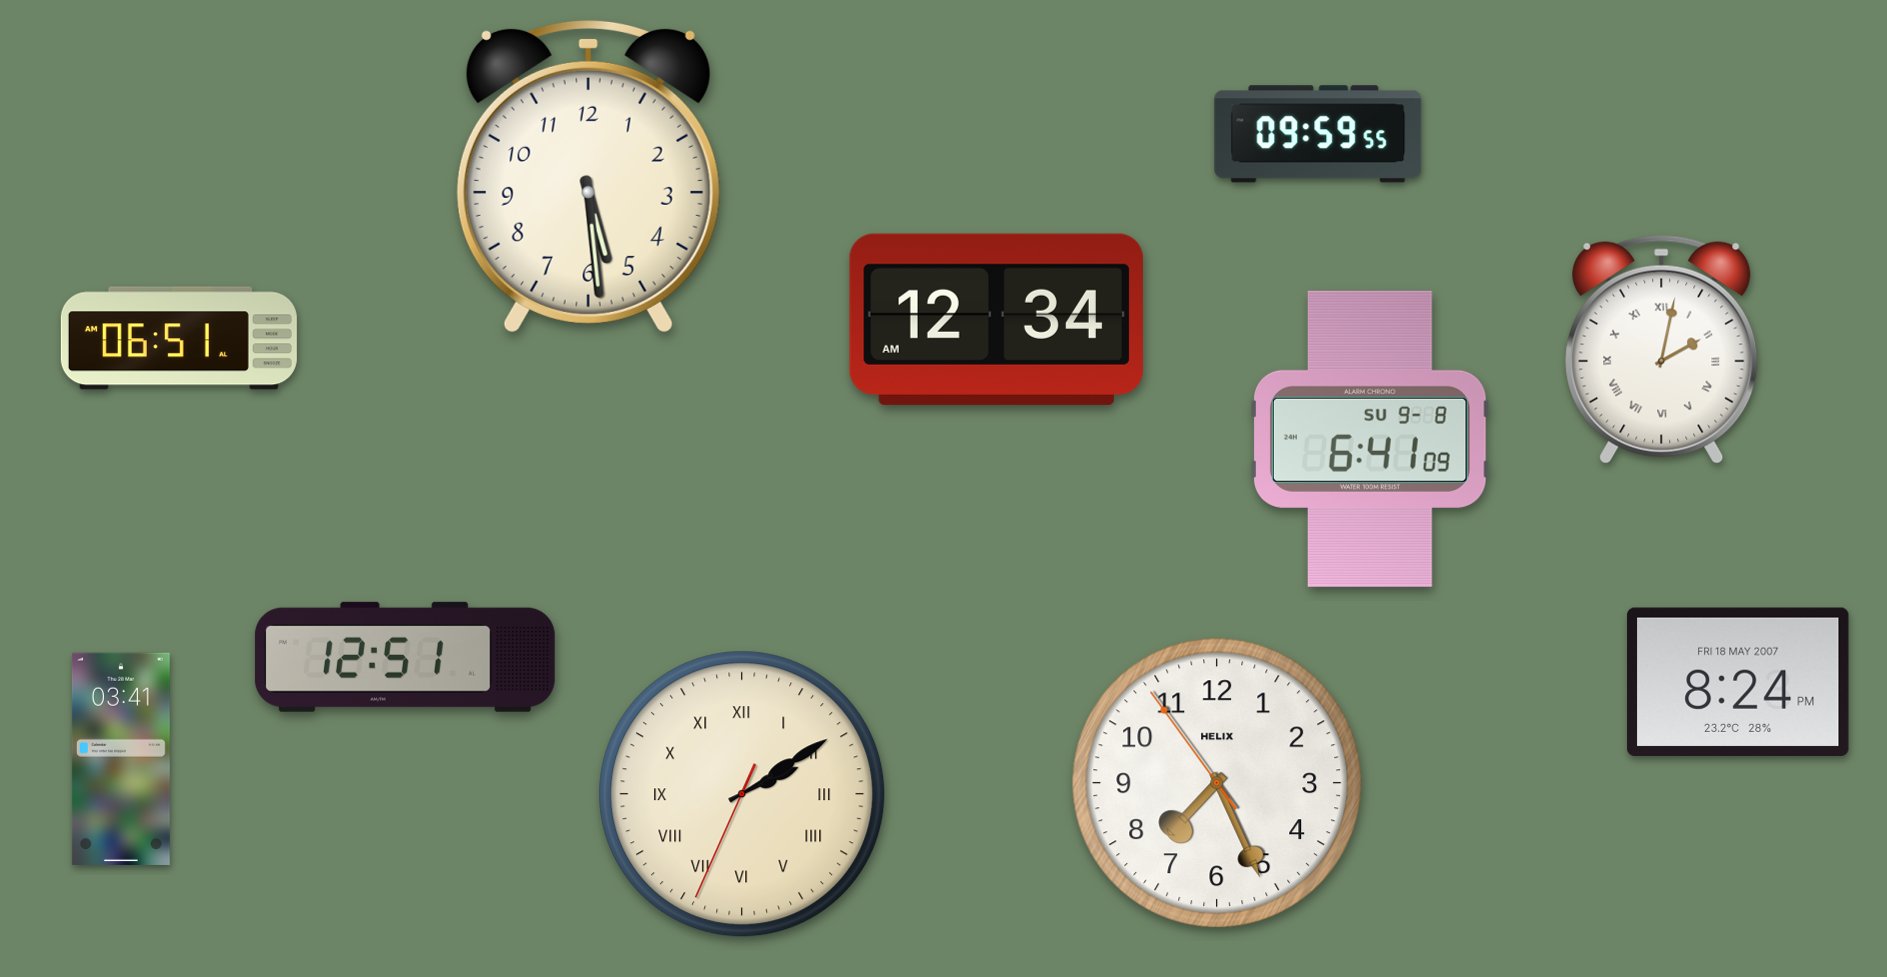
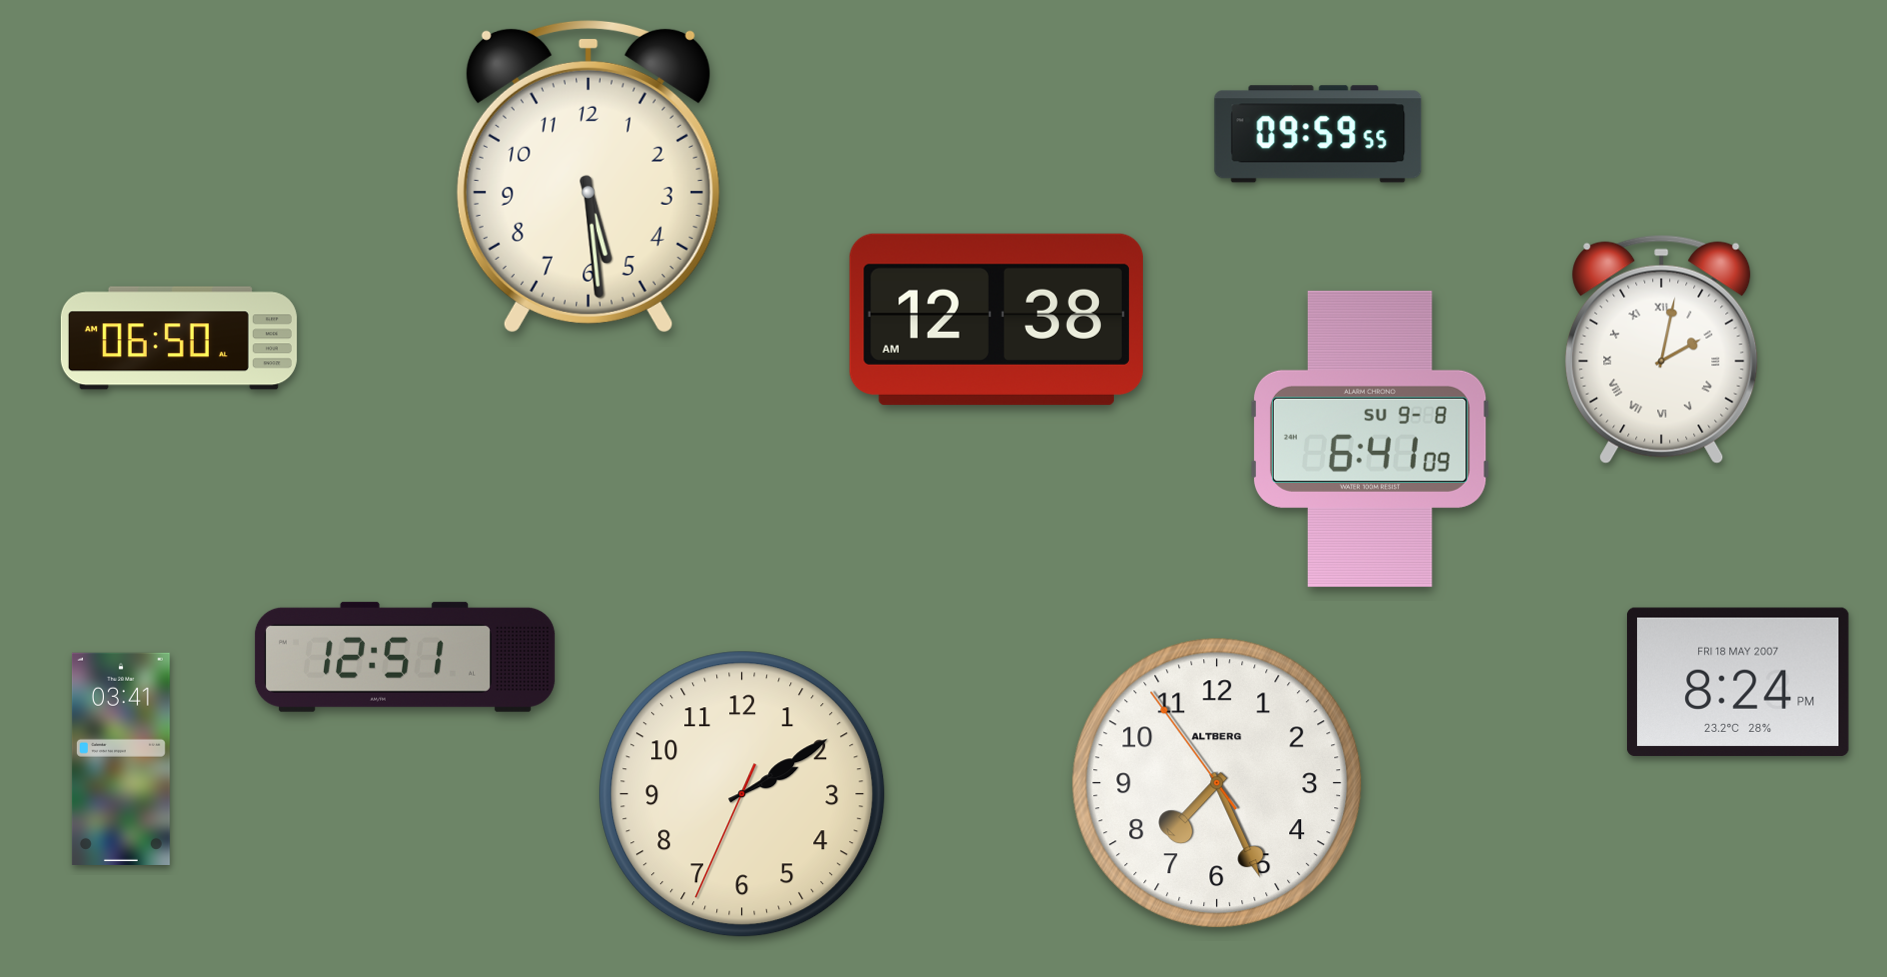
clock at (996, 319): 12:34 -> 12:38
clock at (179, 338): 06:51 -> 06:50
clock at (1217, 783) brand: HELIX -> ALTBERG
clock at (742, 794) numerals: Roman -> Arabic
